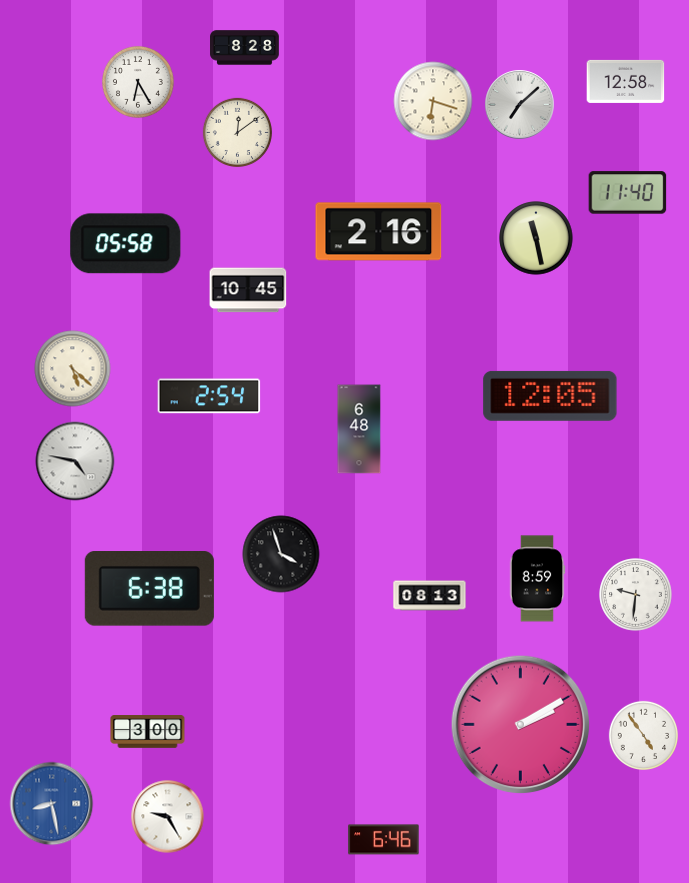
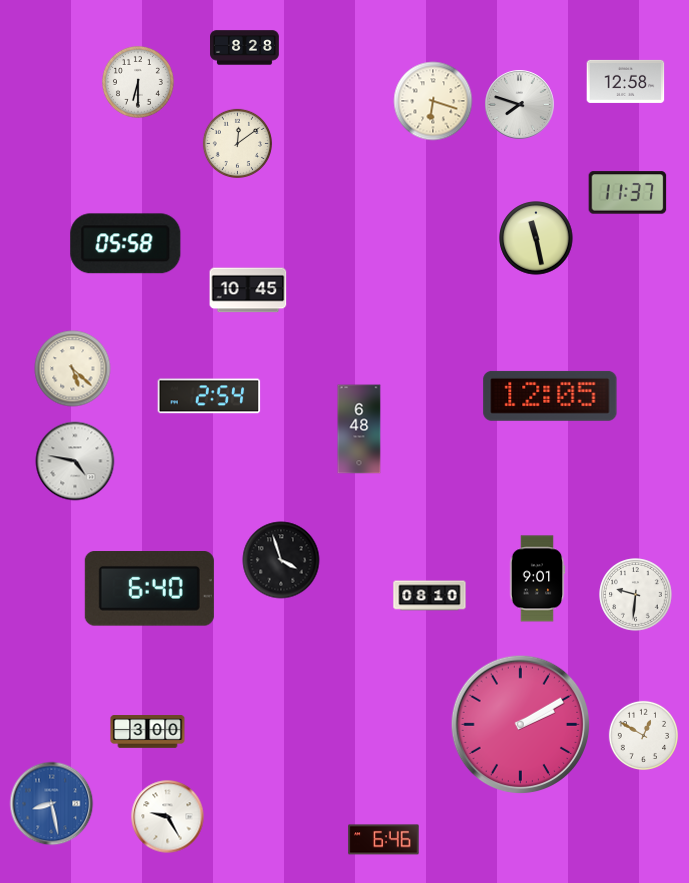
clock at (139, 82): 6:25 -> 6:30
clock at (520, 105): 7:08 -> 7:48
clock at (237, 132) position: (237, 132) -> (237, 143)
clock at (628, 193): 11:40 -> 11:37
clock at (379, 232): 2:16 -> none
clock at (281, 554) position: (281, 554) -> (281, 560)
clock at (537, 579): 8:59 -> 9:01
clock at (149, 589): 6:38 -> 6:40
clock at (430, 596): 08:13 -> 08:10
clock at (643, 735): 4:54 -> 12:50
